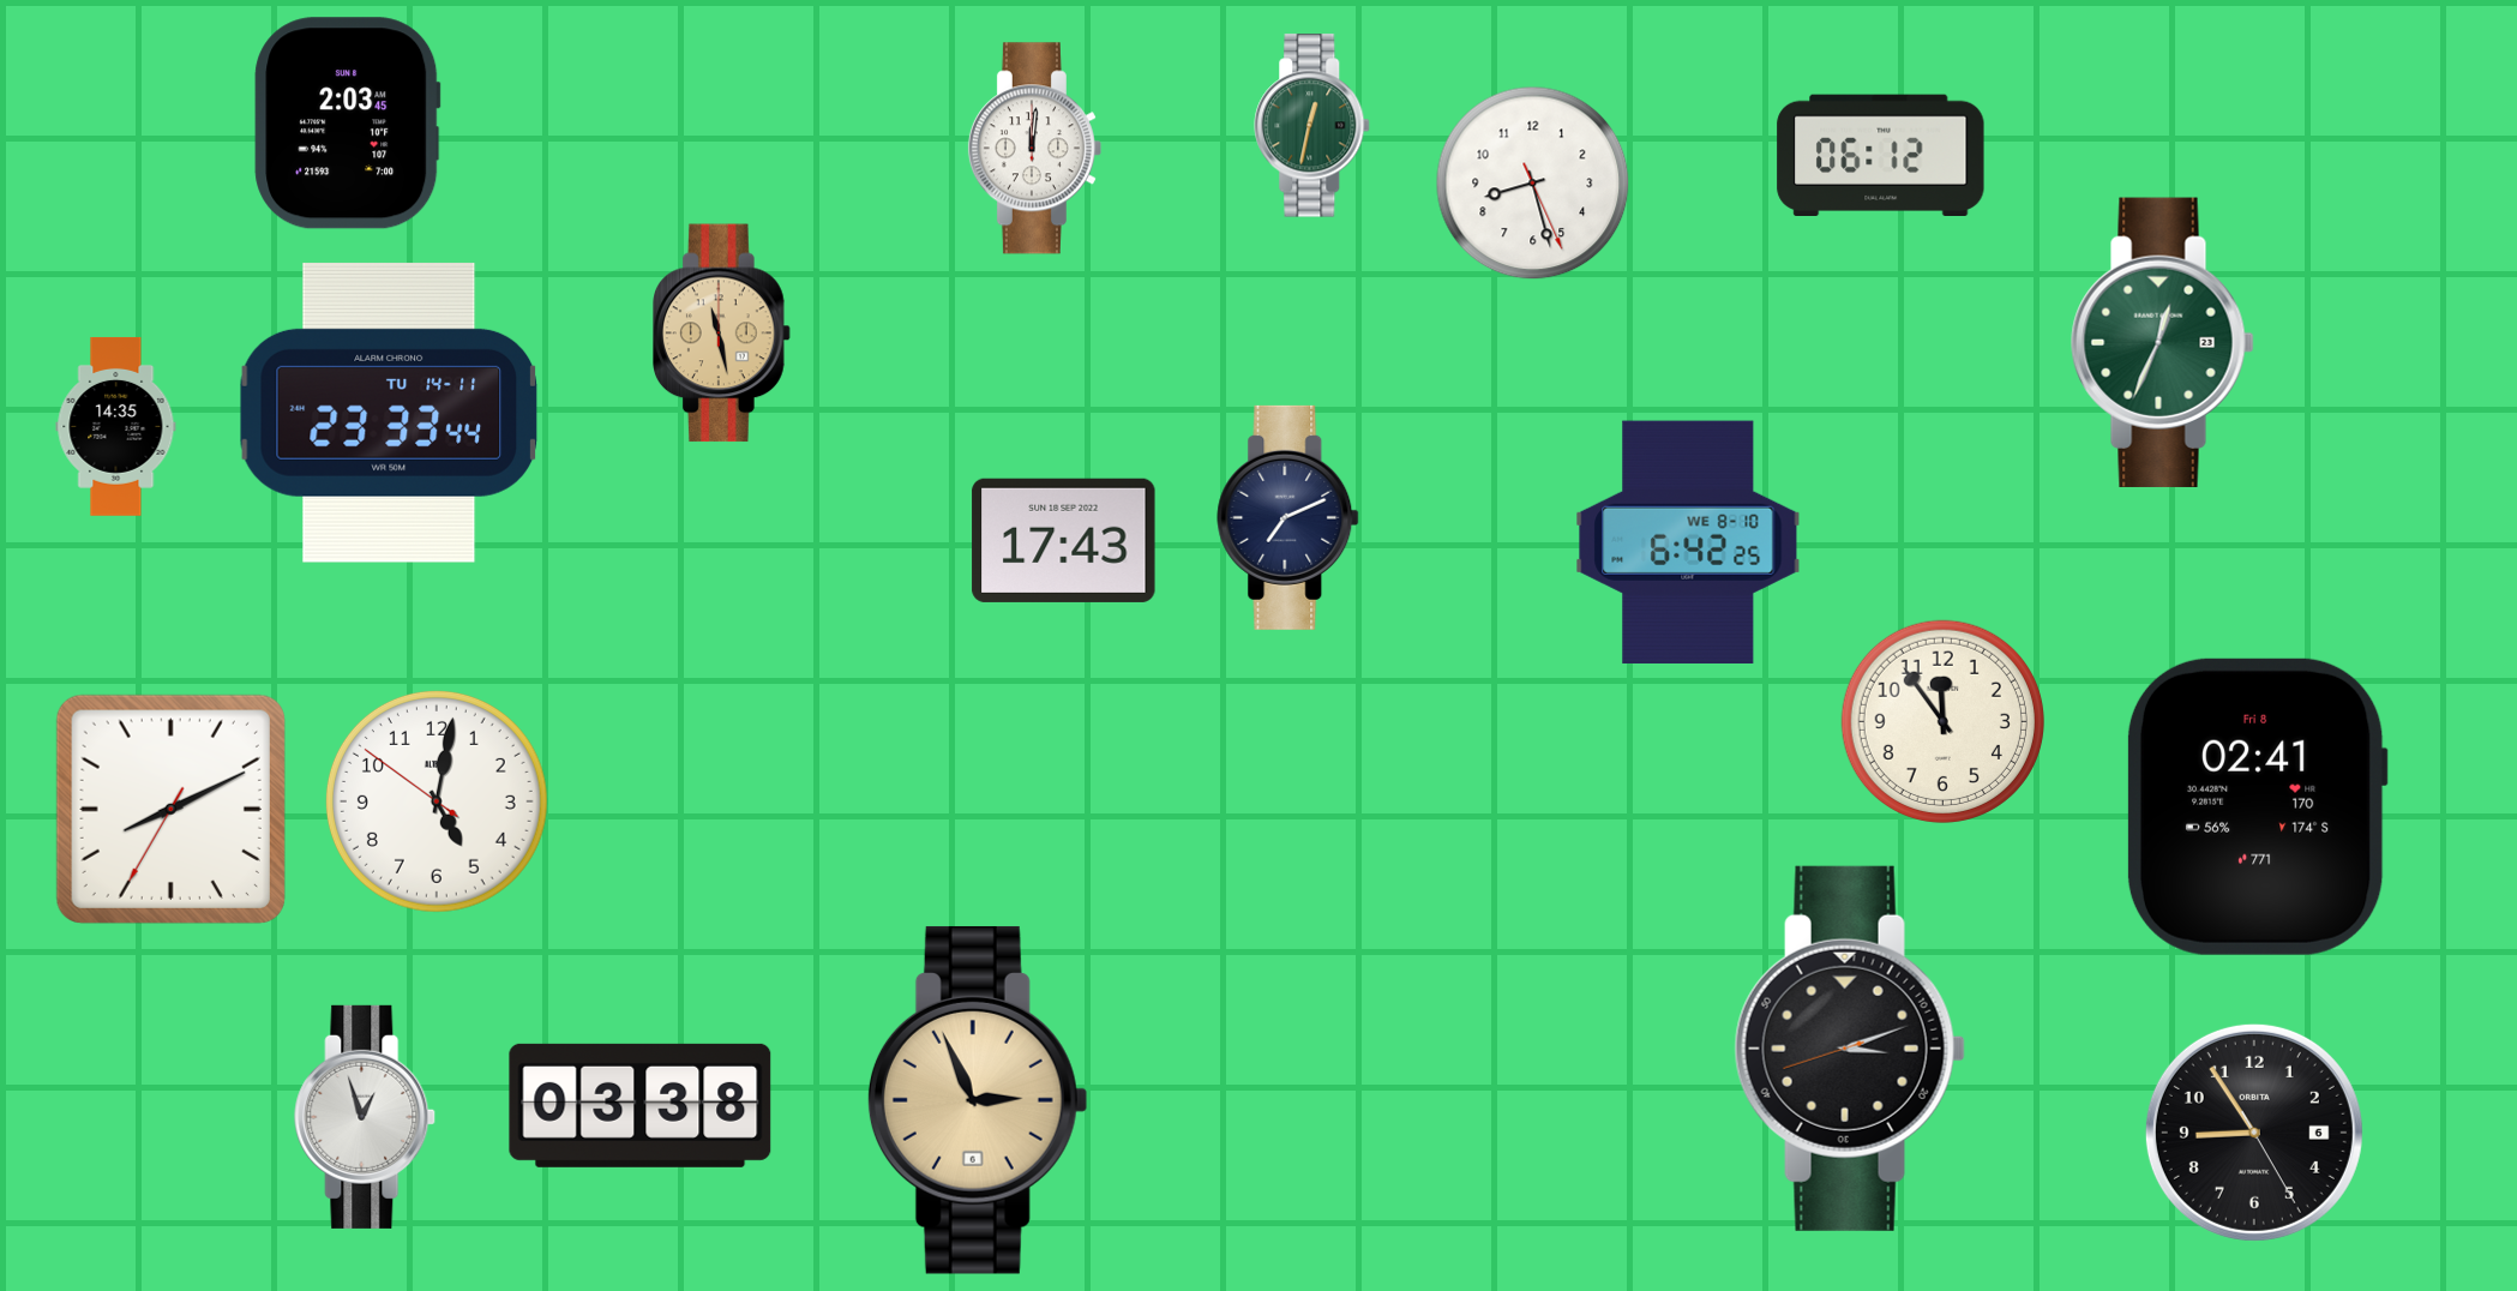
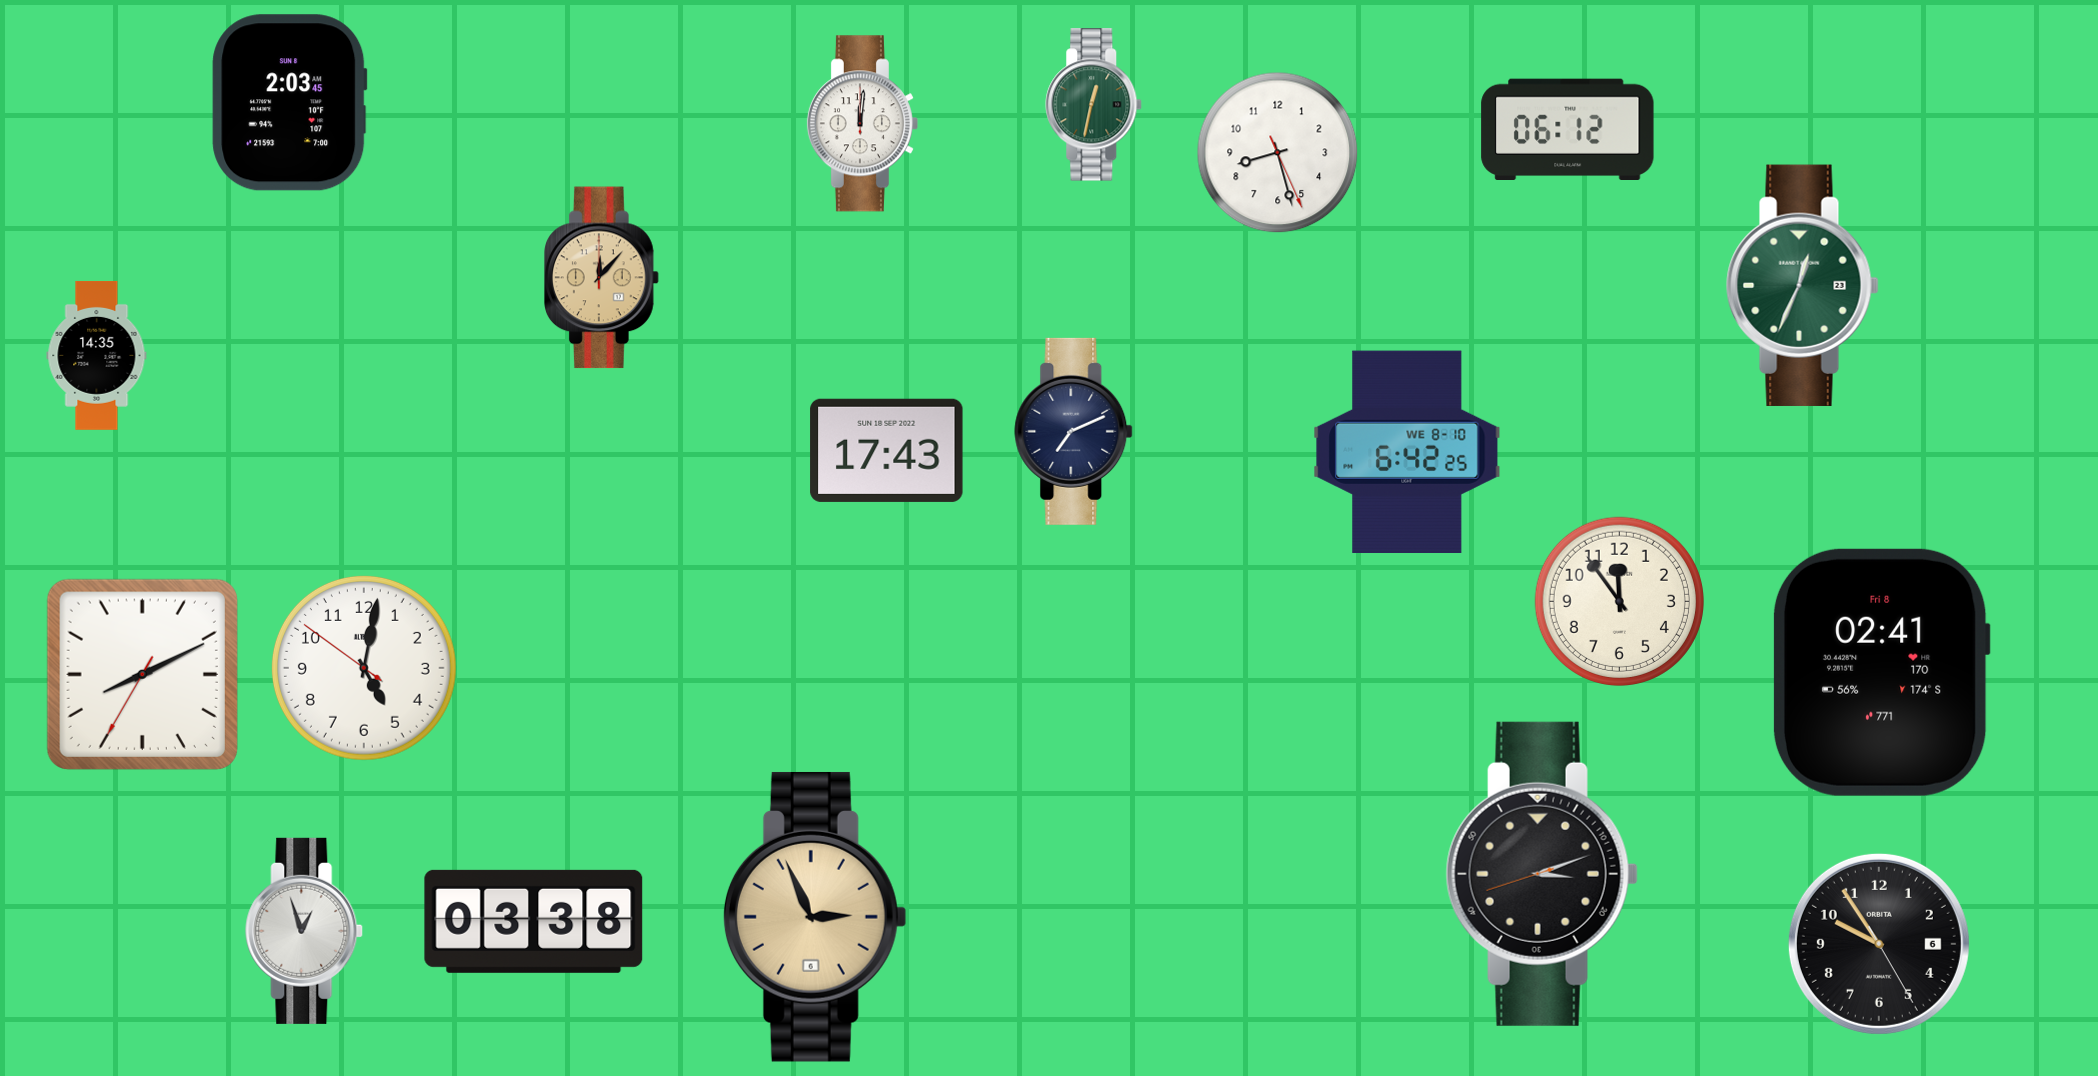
clock at (722, 334): 11:28 -> 12:07
clock at (388, 413): 23:33 -> none
clock at (2254, 1133): 8:54 -> 9:54
